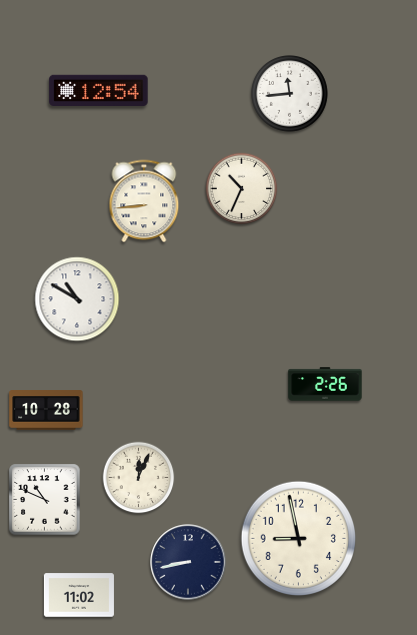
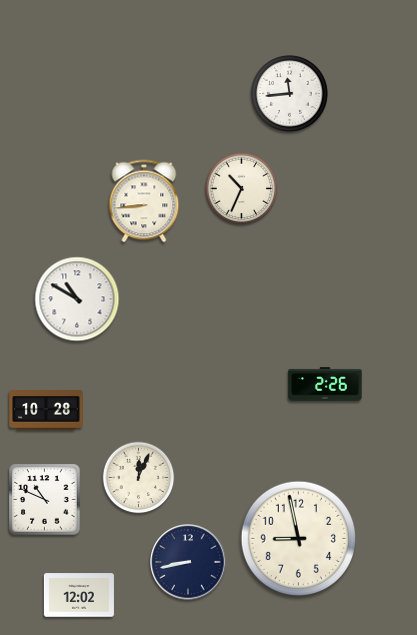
clock at (99, 90): 12:54 -> none
clock at (79, 595): 11:02 -> 12:02
